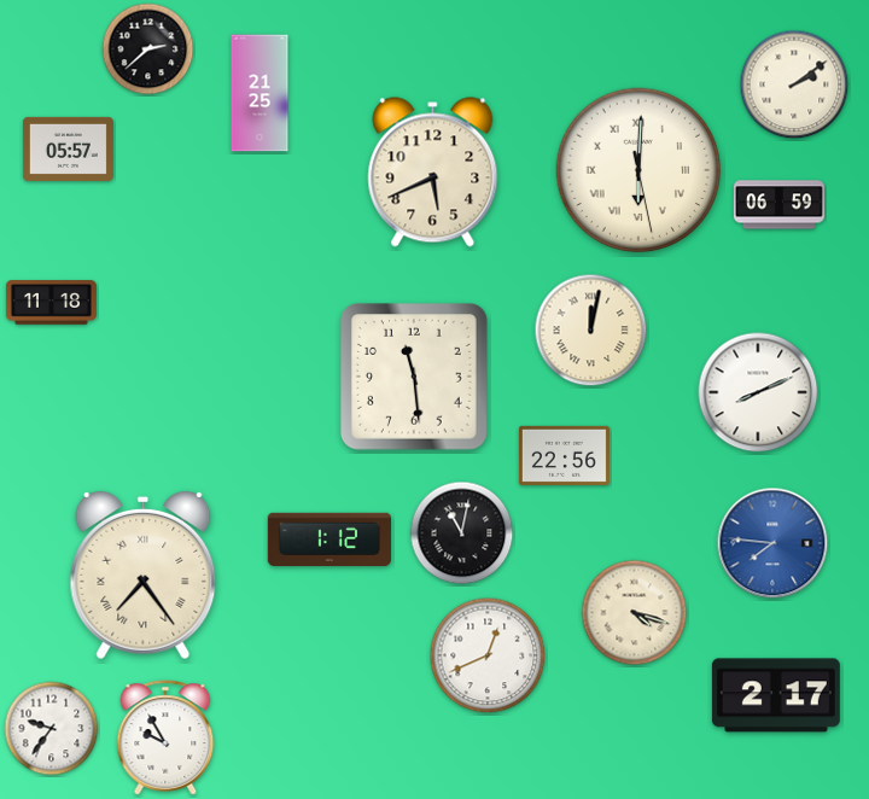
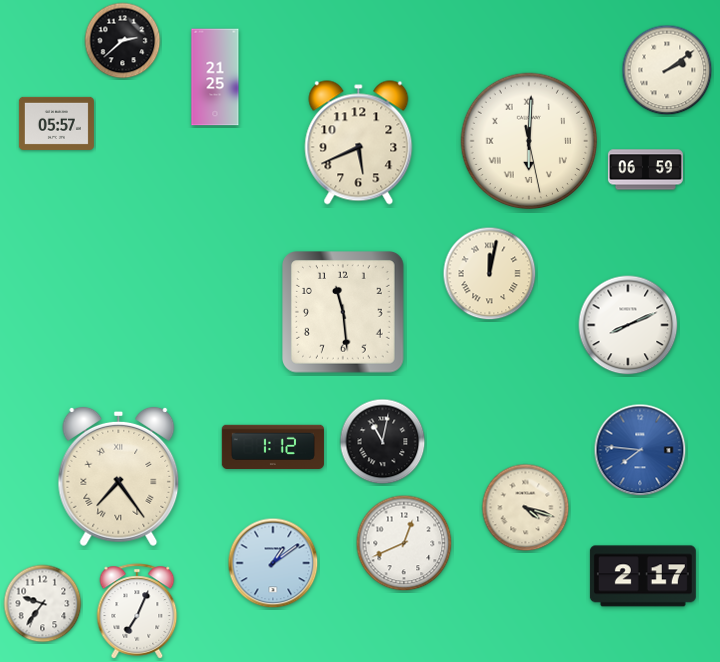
clock at (794, 84) position: (794, 84) -> (667, 70)
clock at (51, 303): 11:18 -> none
clock at (564, 455): 22:56 -> none
clock at (273, 563): none -> 1:09
clock at (165, 737): 9:55 -> 7:04
